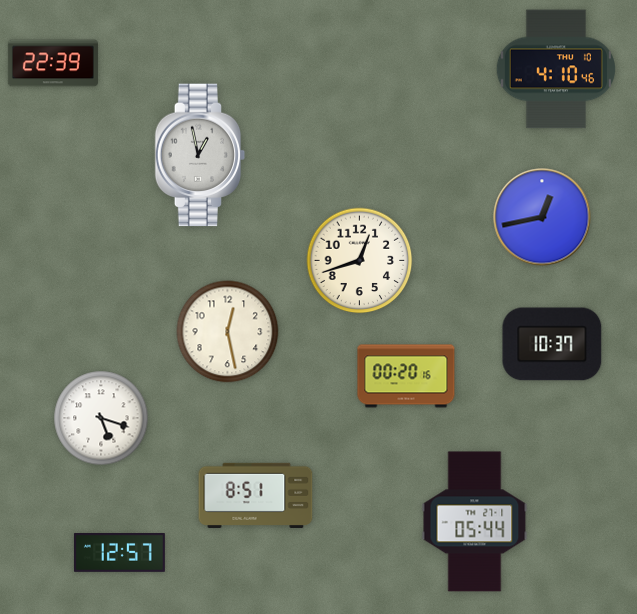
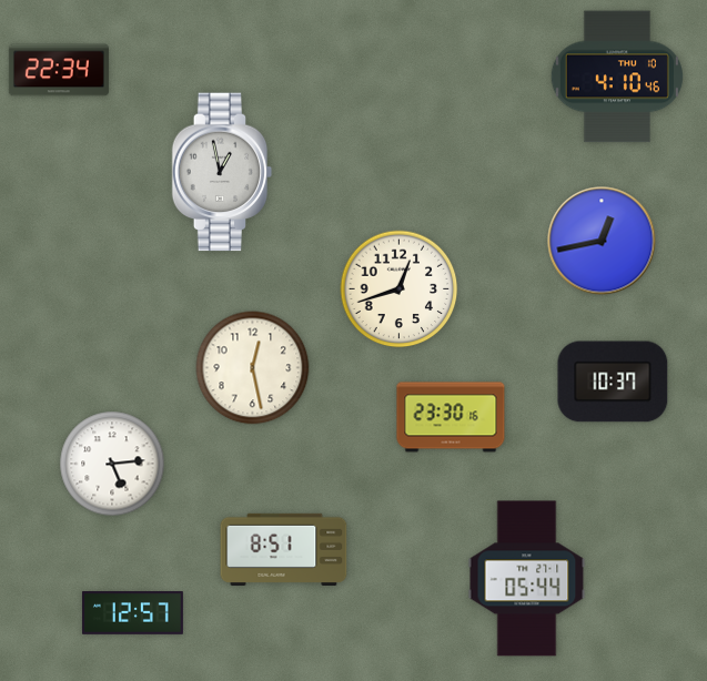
clock at (53, 63): 22:39 -> 22:34
clock at (406, 376): 00:20 -> 23:30
clock at (101, 418): 5:18 -> 5:14
